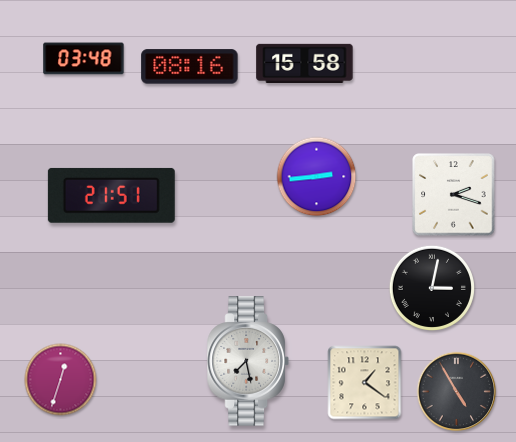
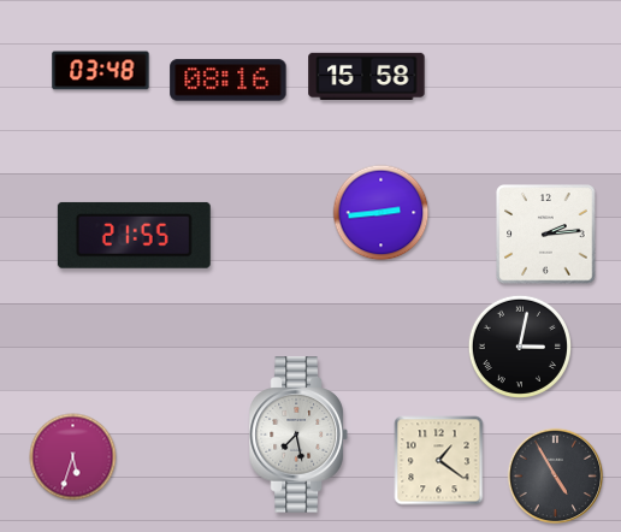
clock at (111, 195): 21:51 -> 21:55
clock at (454, 195): 2:18 -> 2:14
clock at (61, 380): 12:33 -> 5:33
clock at (457, 392) position: (457, 392) -> (556, 477)
